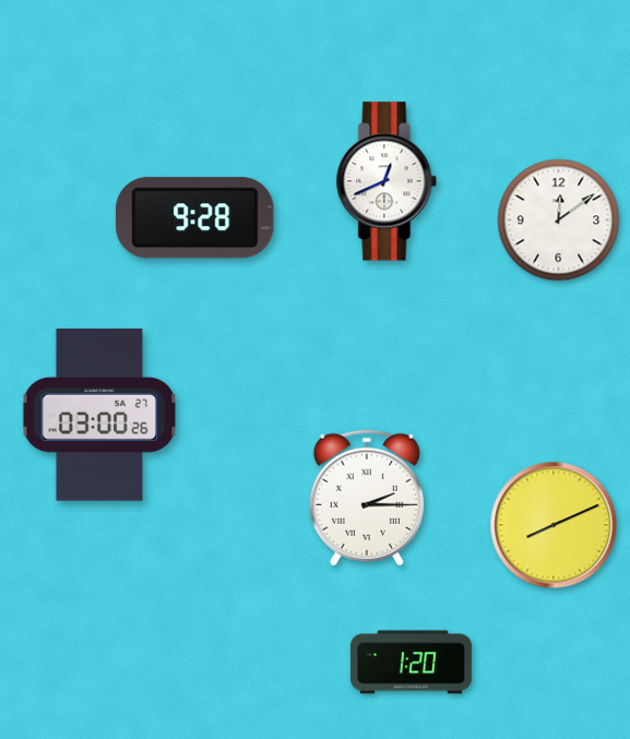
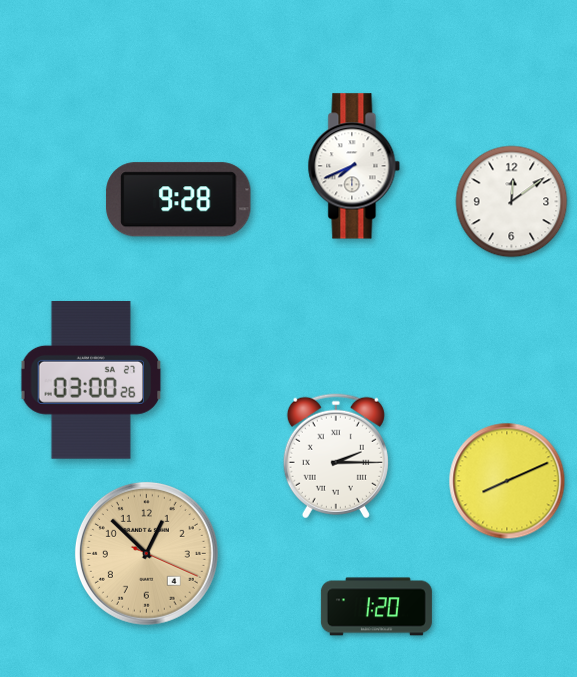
clock at (387, 181): 12:41 -> 7:41
clock at (146, 553): none -> 12:52
